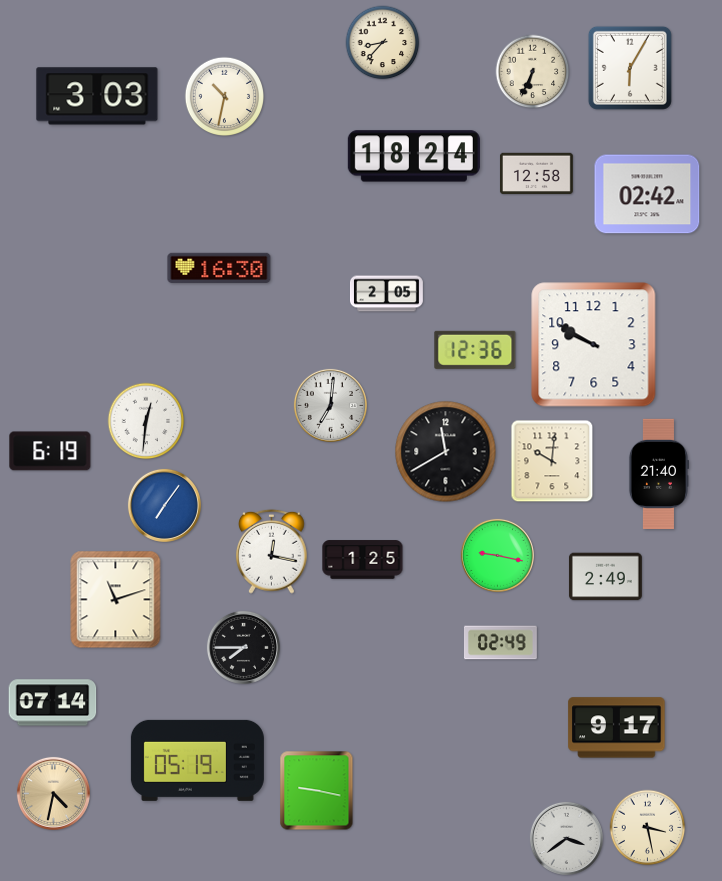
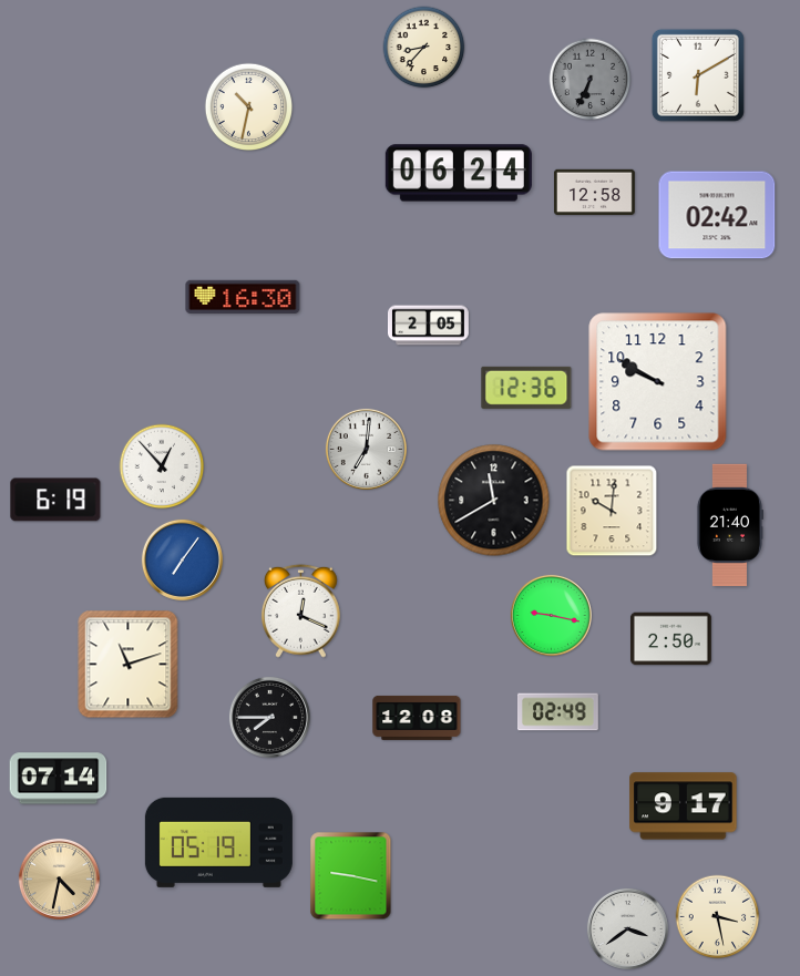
clock at (630, 68): 6:05 -> 6:10
clock at (533, 72) dial: cream -> grey
clock at (97, 96): 3:03 -> none
clock at (414, 156): 18:24 -> 06:24
clock at (146, 421): 12:31 -> 12:53
clock at (272, 551): 12:17 -> 12:19
clock at (363, 560): 1:25 -> none
clock at (605, 577): 2:49 -> 2:50
clock at (501, 643) position: (501, 643) -> (558, 712)
clock at (417, 718): none -> 12:08
